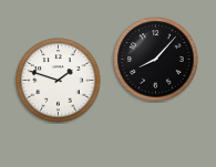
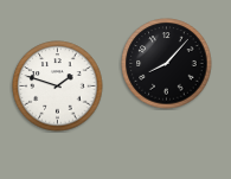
clock at (59, 81) position: (59, 81) -> (58, 87)
